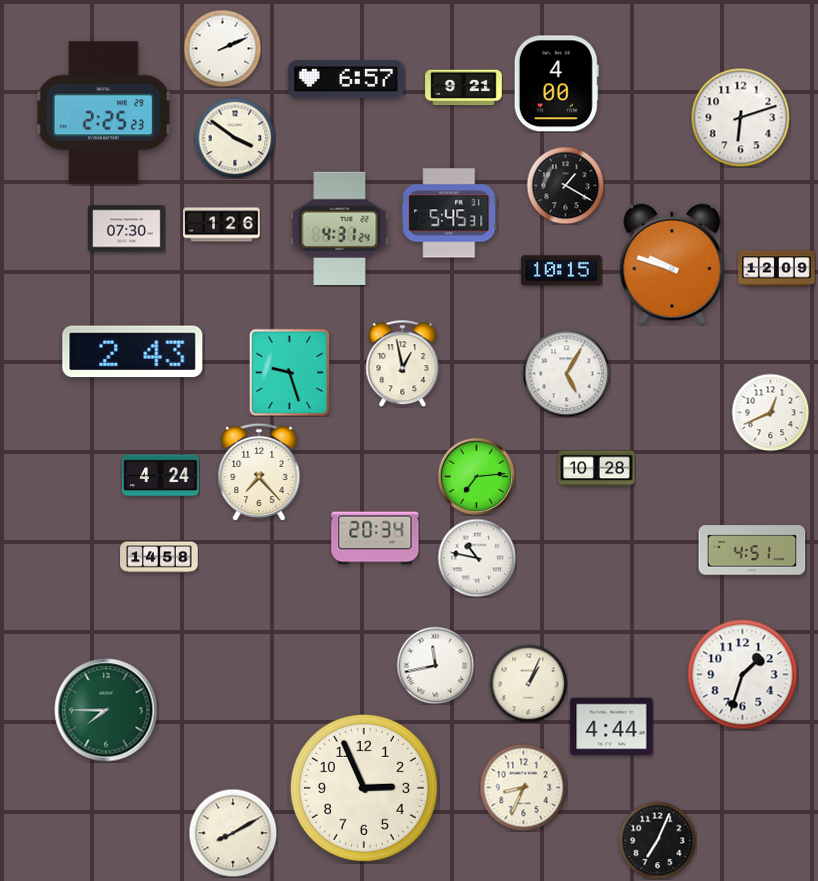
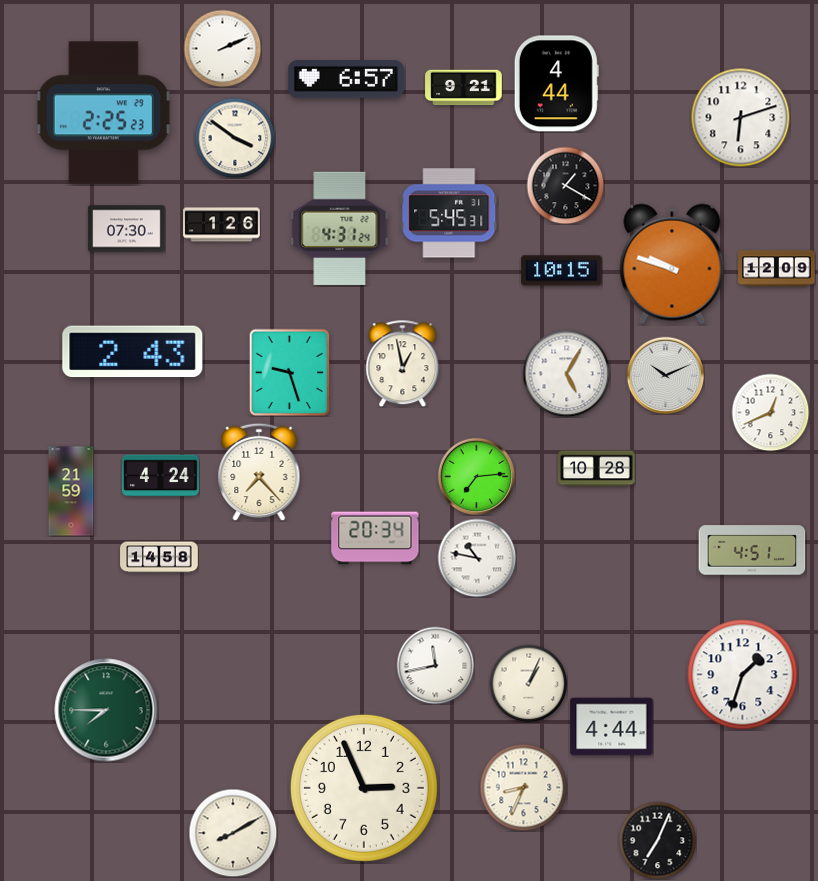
clock at (556, 84): 4:00 -> 4:44
clock at (665, 375): none -> 10:11
clock at (71, 491): none -> 21:59
